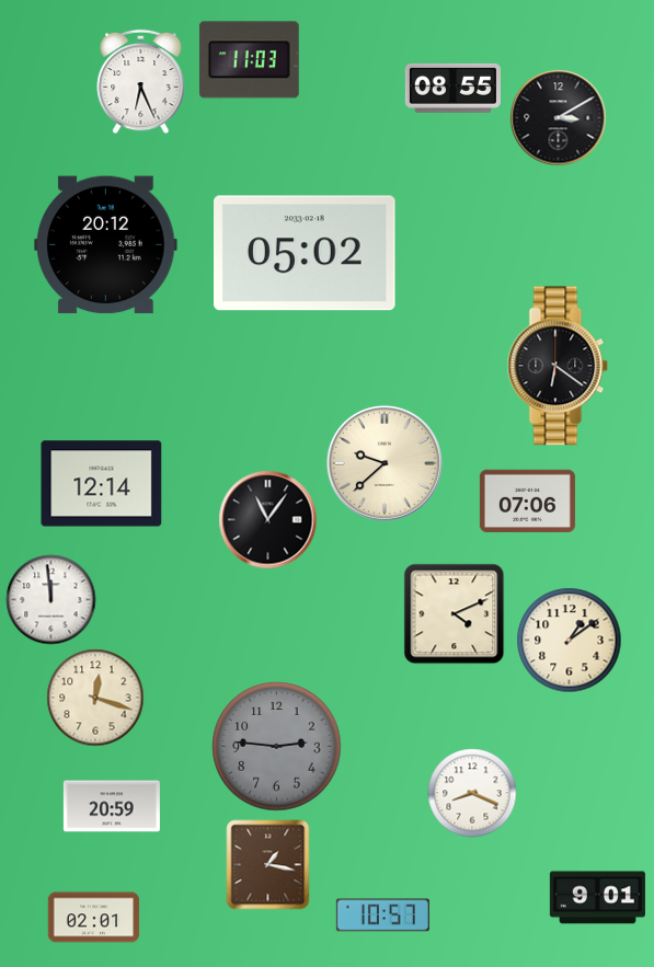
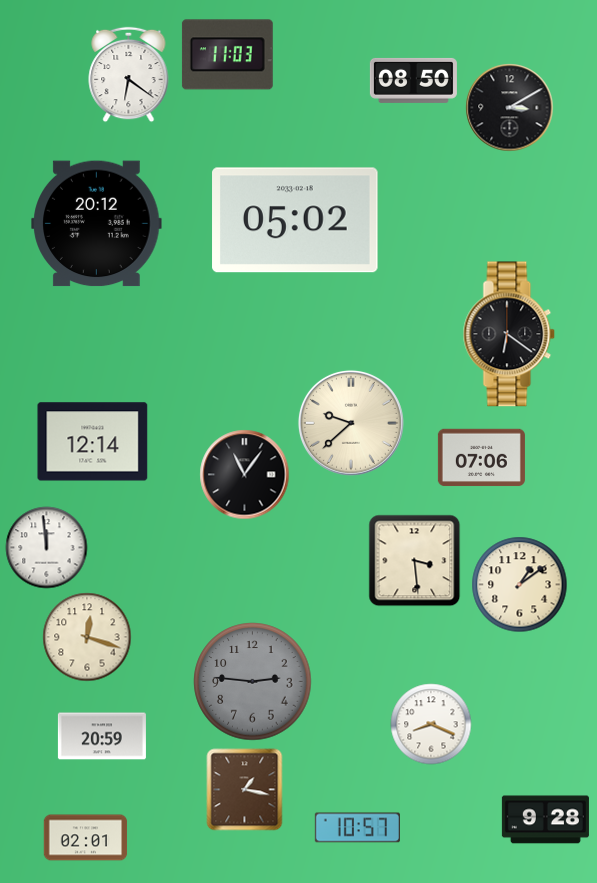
clock at (141, 82): 6:26 -> 6:21
clock at (452, 88): 08:55 -> 08:50
clock at (305, 253) position: (305, 253) -> (295, 220)
clock at (455, 614): 4:11 -> 3:29
clock at (597, 898): 9:01 -> 9:28
clock at (382, 916) position: (382, 916) -> (357, 828)
